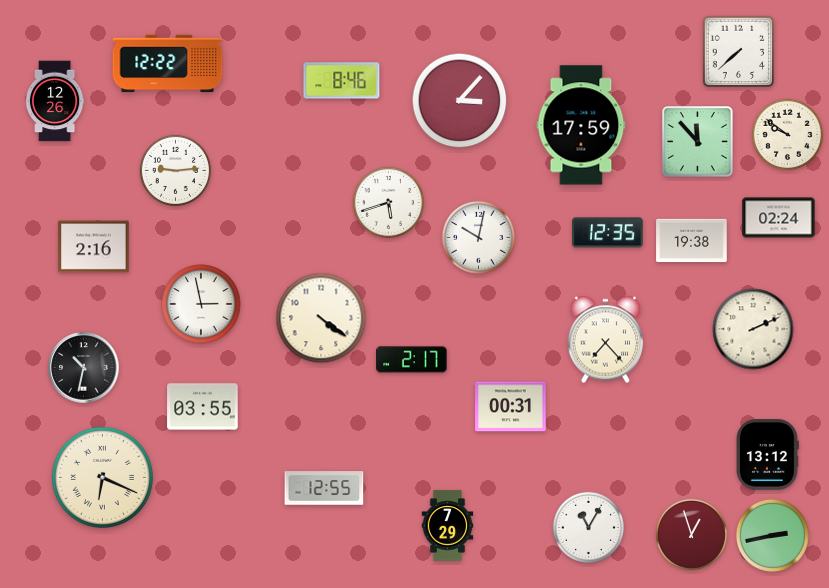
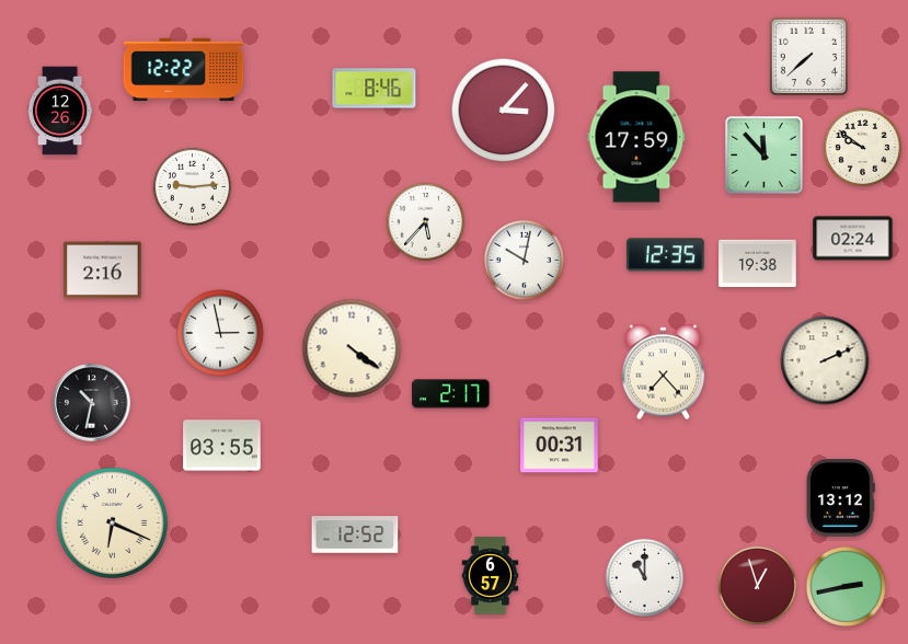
clock at (388, 202): 5:42 -> 5:37
clock at (324, 488): 12:55 -> 12:52
clock at (448, 526): 7:29 -> 6:57
clock at (588, 527): 11:05 -> 11:00
